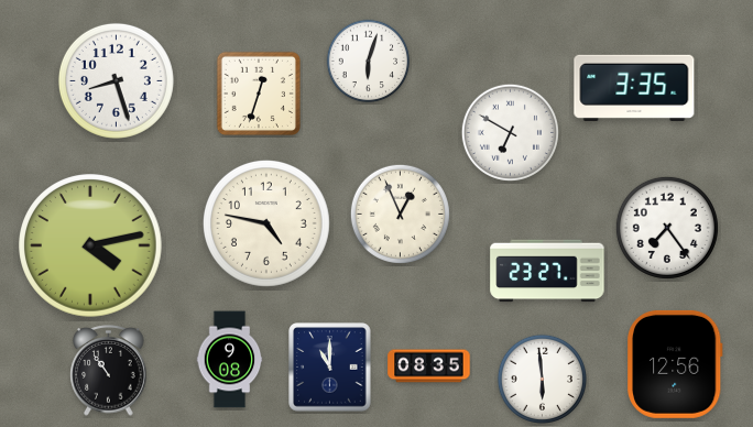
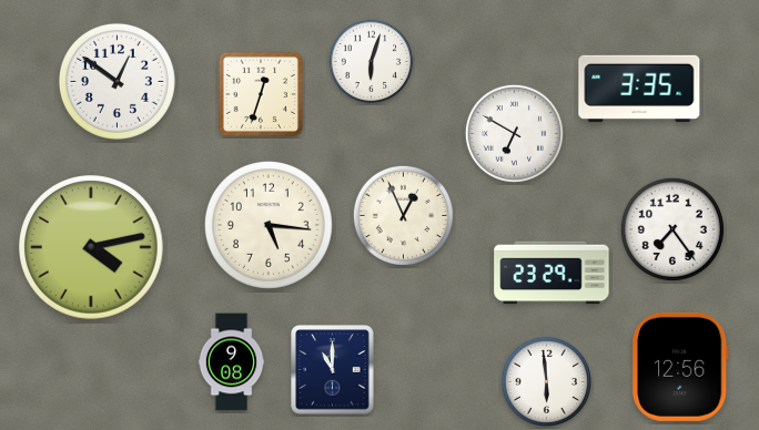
clock at (116, 80): 8:27 -> 12:51
clock at (266, 223): 4:47 -> 5:16
clock at (547, 271): 23:27 -> 23:29
clock at (429, 366): 08:35 -> none
clock at (109, 371): 10:54 -> none
